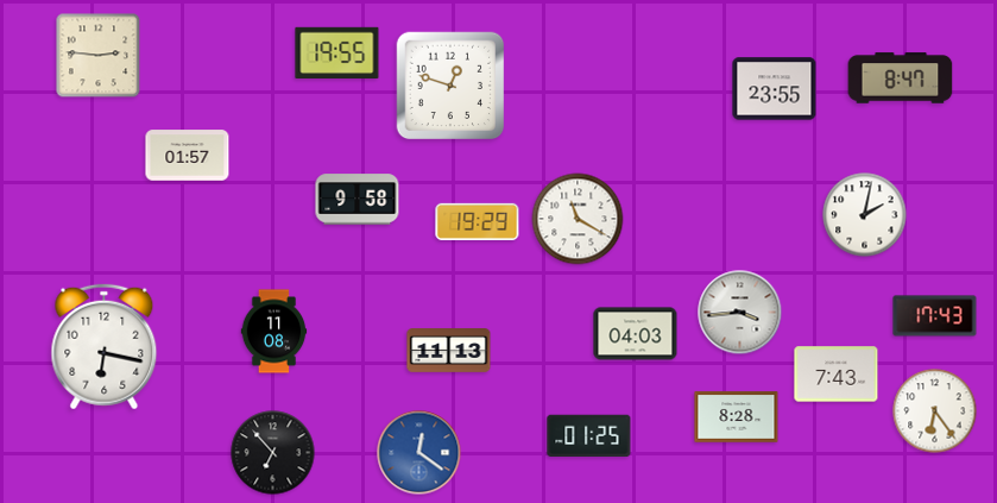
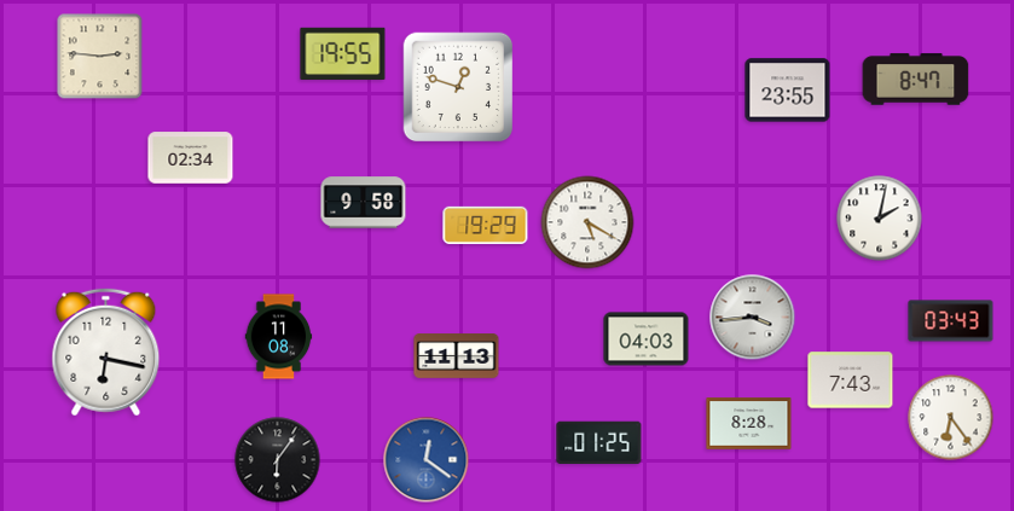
clock at (188, 156): 01:57 -> 02:34
clock at (578, 219): 11:20 -> 5:20
clock at (935, 316): 17:43 -> 03:43
clock at (273, 453): 6:53 -> 6:06
